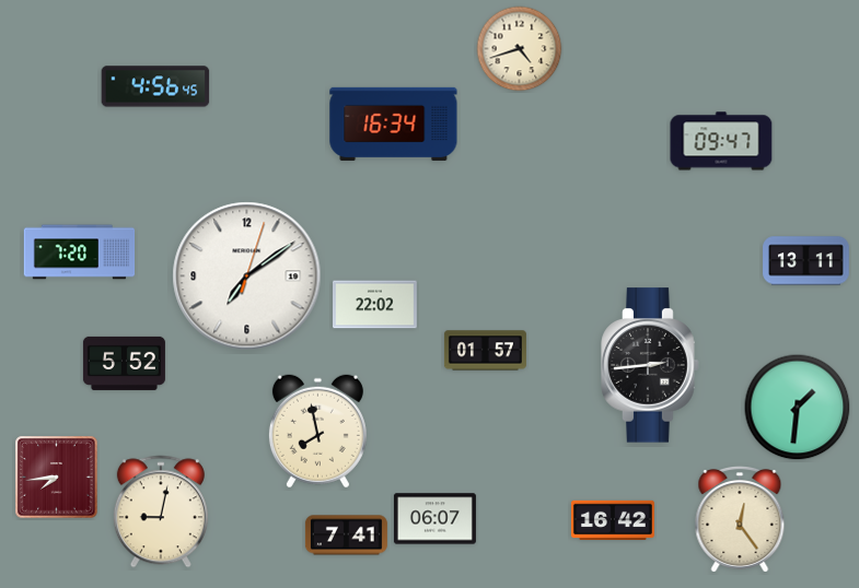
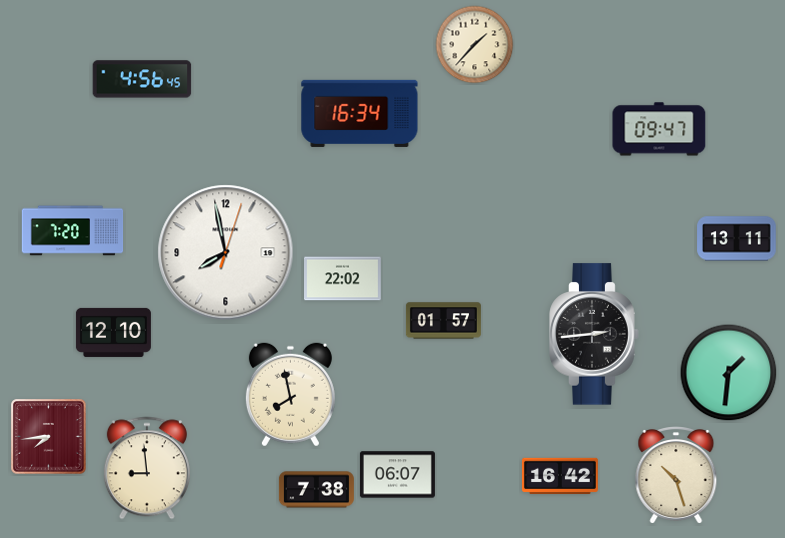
clock at (520, 49): 4:42 -> 1:37
clock at (247, 277): 7:09 -> 7:58
clock at (124, 363): 5:52 -> 12:10
clock at (57, 478) position: (57, 478) -> (49, 437)
clock at (161, 511): 9:02 -> 8:59
clock at (740, 520): 12:24 -> 10:27
clock at (346, 536): 7:41 -> 7:38
